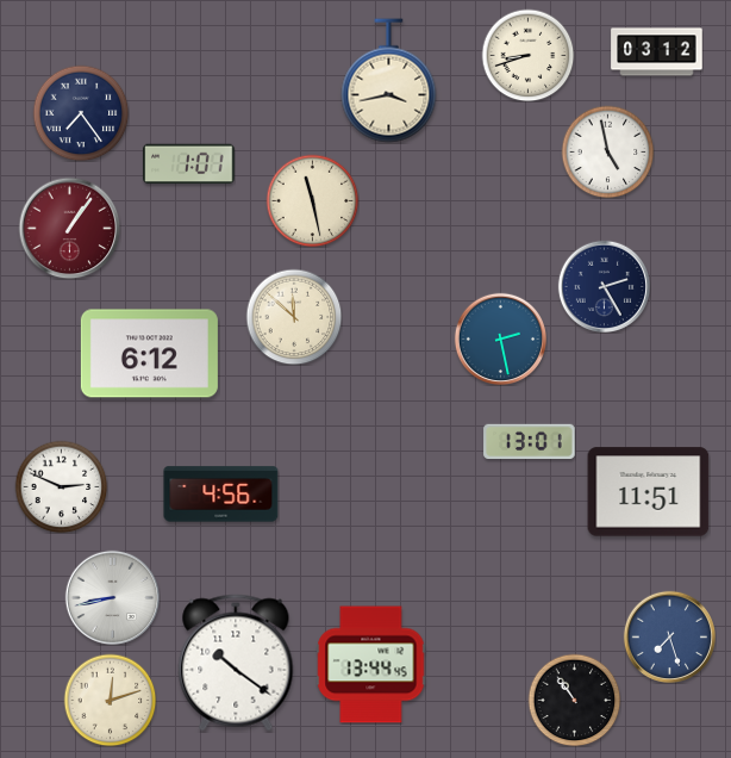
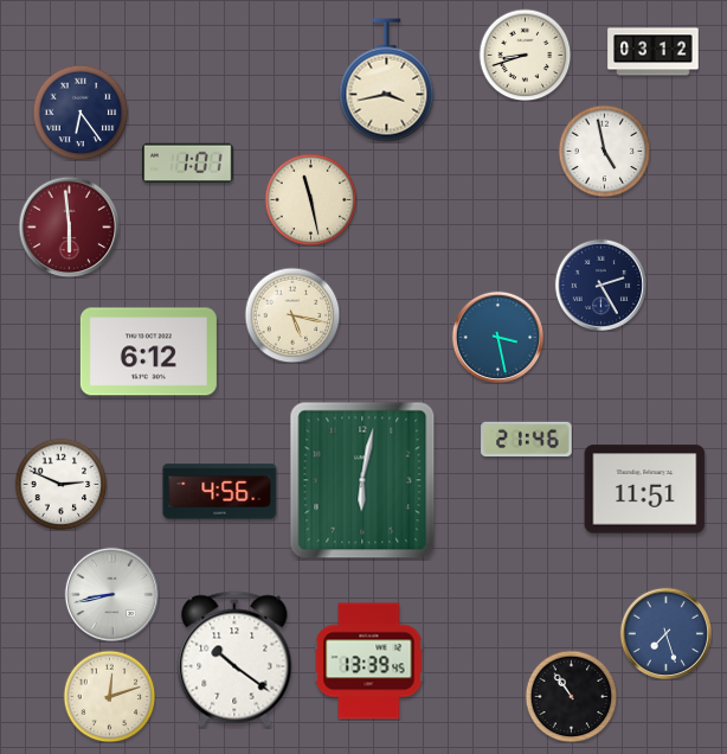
clock at (81, 113): 7:24 -> 6:24
clock at (69, 228): 1:06 -> 5:59
clock at (294, 317): 11:52 -> 5:17
clock at (500, 338): 2:28 -> 3:28
clock at (530, 442): 13:01 -> 21:46
clock at (362, 480): none -> 6:02
clock at (371, 665): 13:44 -> 13:39
